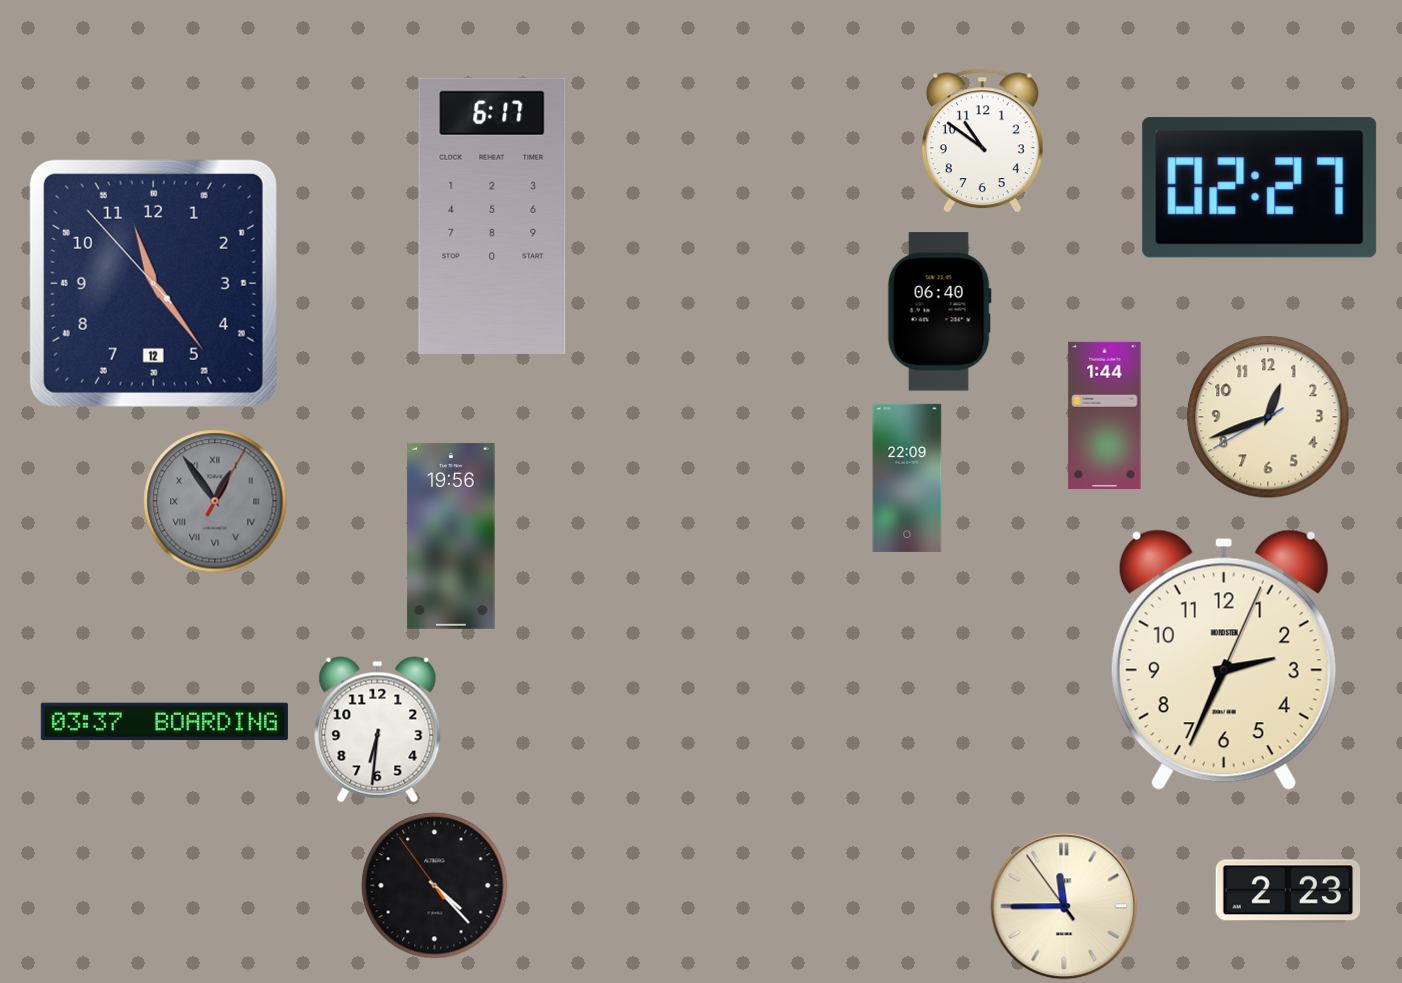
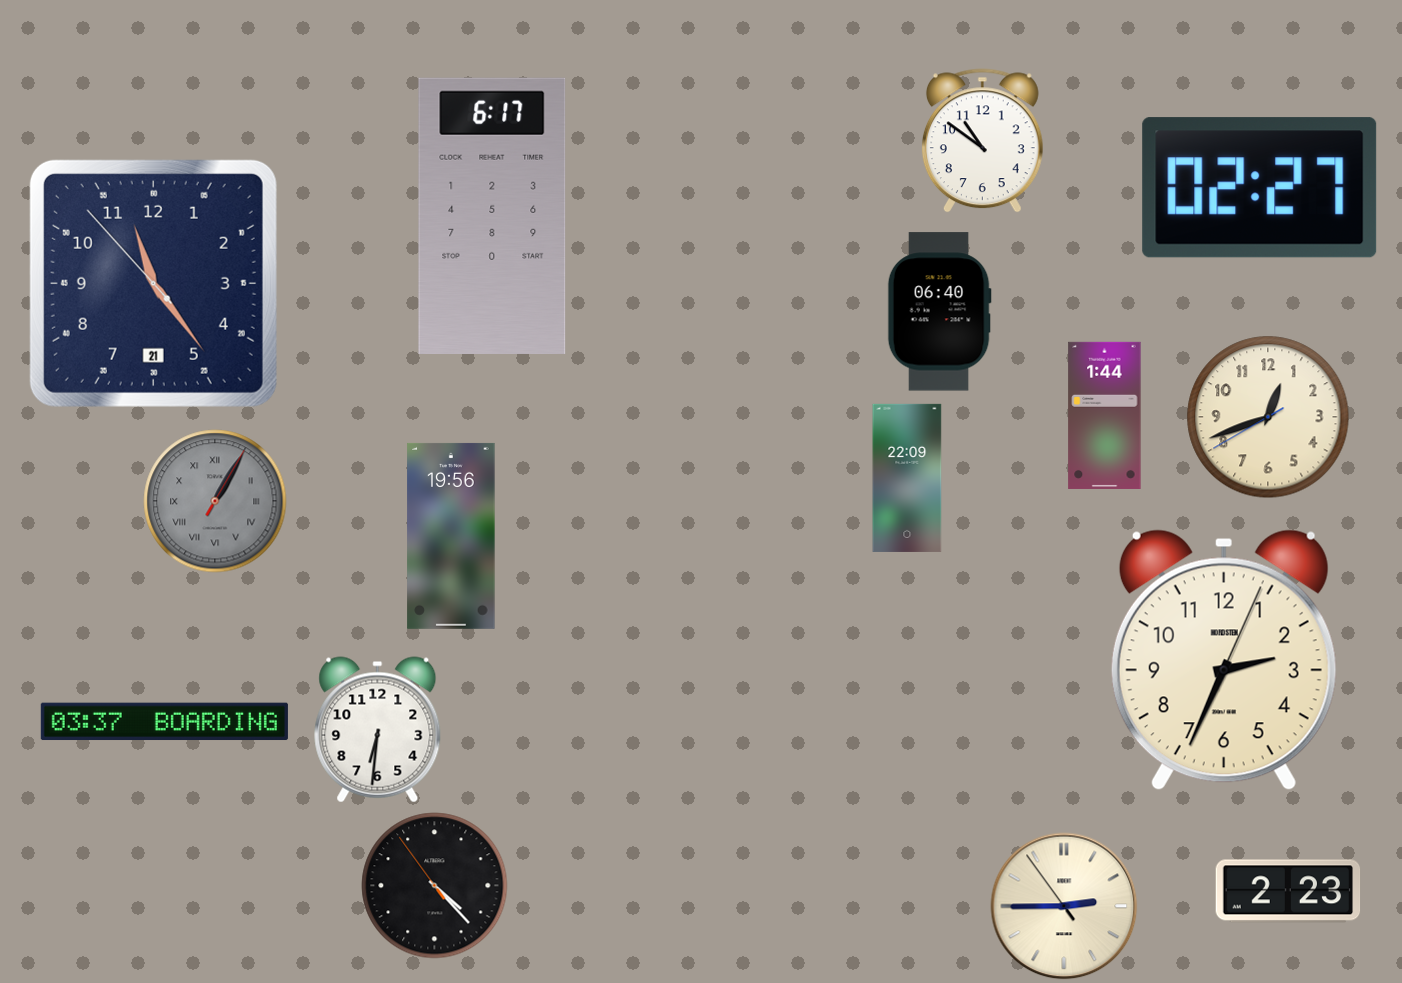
clock at (153, 283) date: 12 -> 21
clock at (215, 501): 12:54 -> 1:05
clock at (1064, 906): 11:44 -> 2:44
